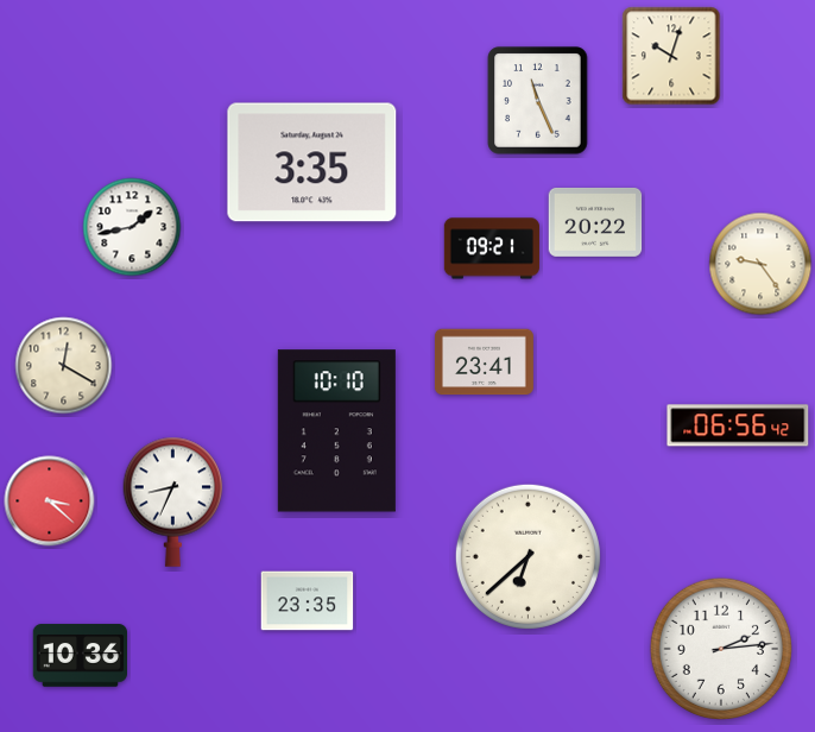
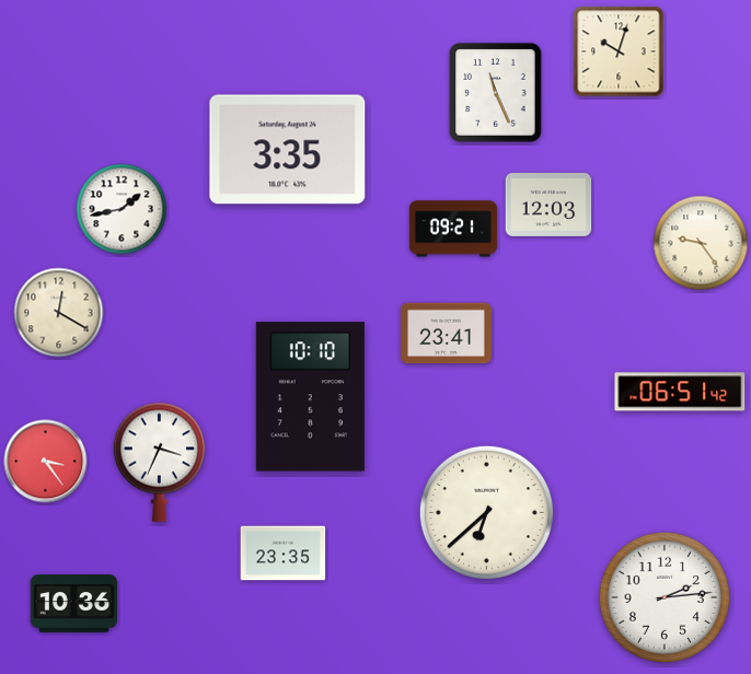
clock at (595, 222): 20:22 -> 12:03
clock at (64, 366) position: (64, 366) -> (59, 313)
clock at (738, 425): 06:56 -> 06:51
clock at (50, 501): 3:22 -> 3:24
clock at (173, 501): 8:34 -> 3:34
